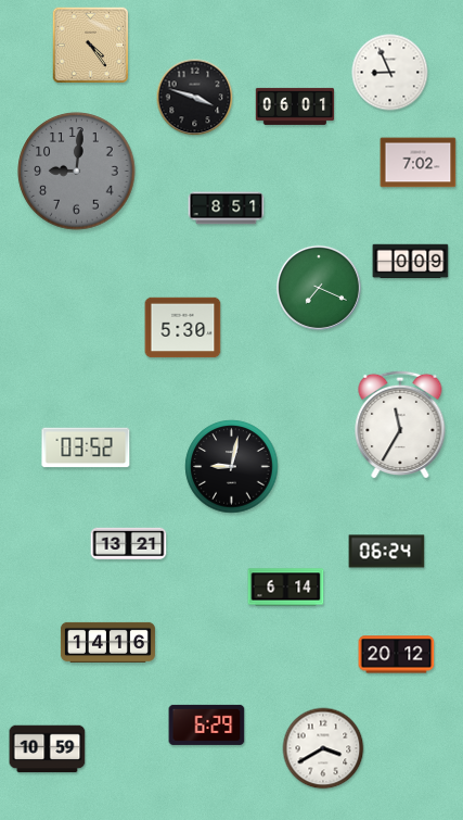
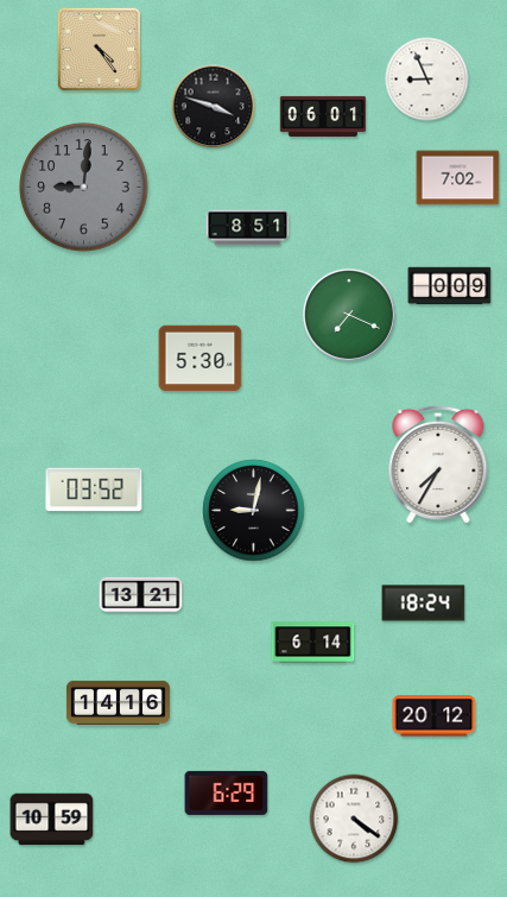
clock at (400, 425): 11:35 -> 7:35
clock at (387, 552): 06:24 -> 18:24
clock at (323, 748): 3:40 -> 4:21
